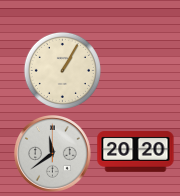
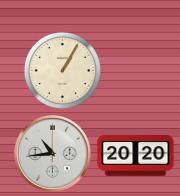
clock at (136, 152) position: (136, 152) -> (136, 156)
clock at (53, 154): 11:39 -> 10:44
